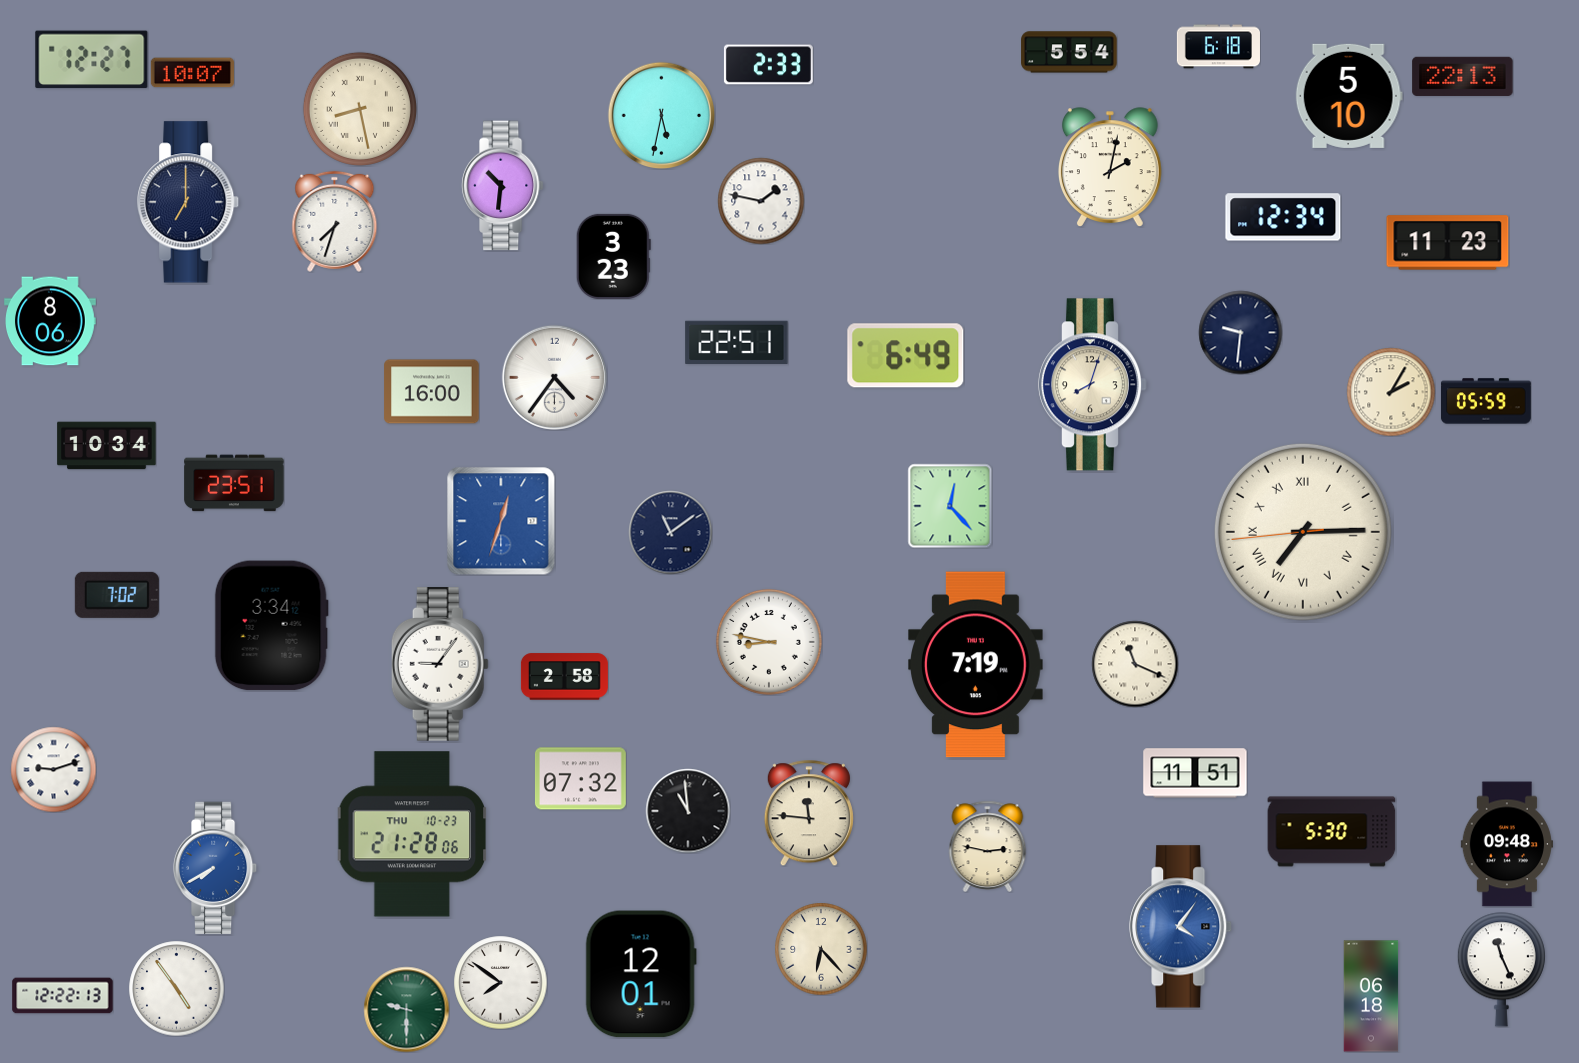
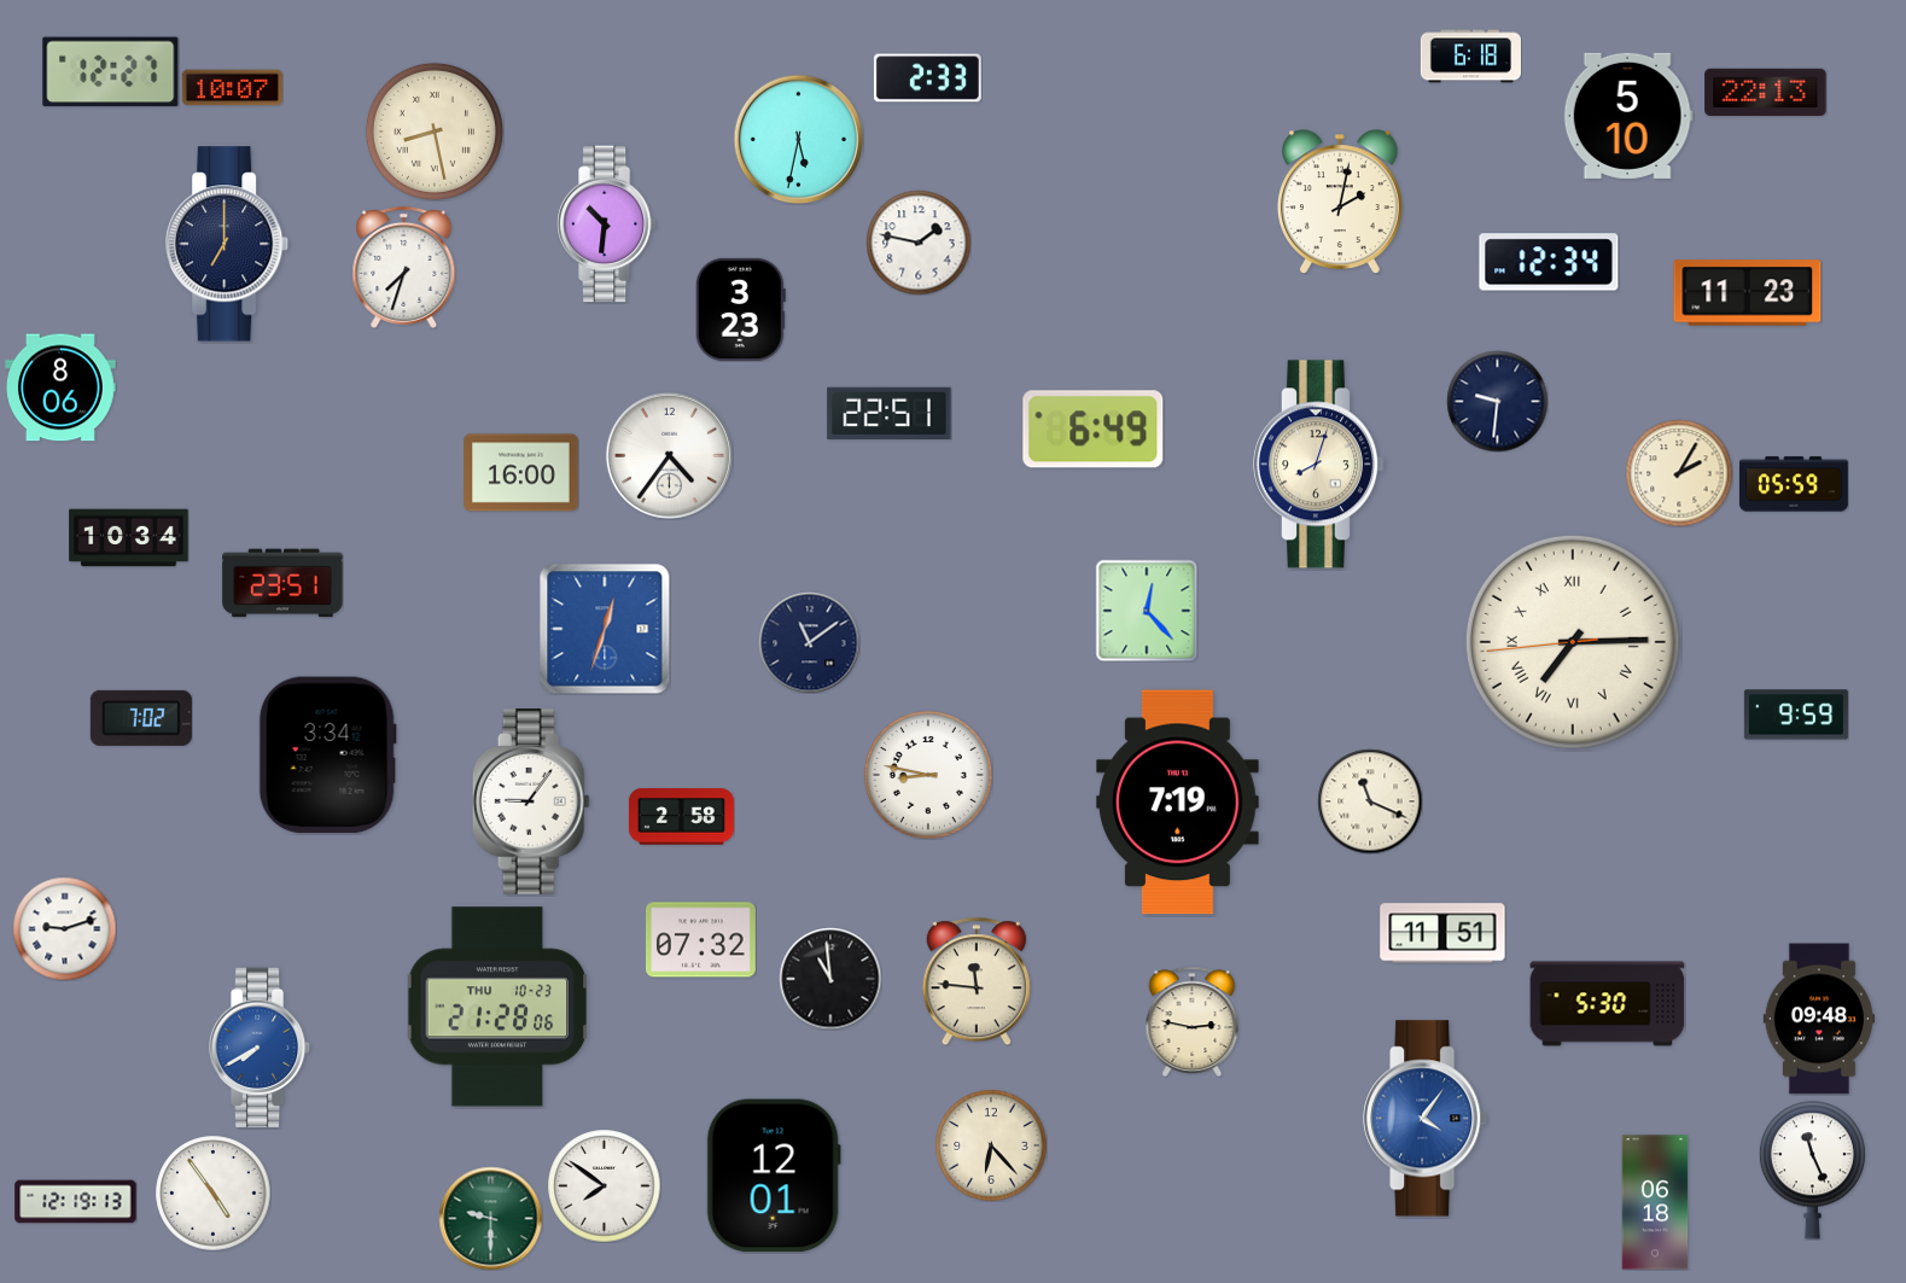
clock at (1069, 52): 5:54 -> none
clock at (1796, 715): none -> 9:59
clock at (63, 996): 12:22 -> 12:19
